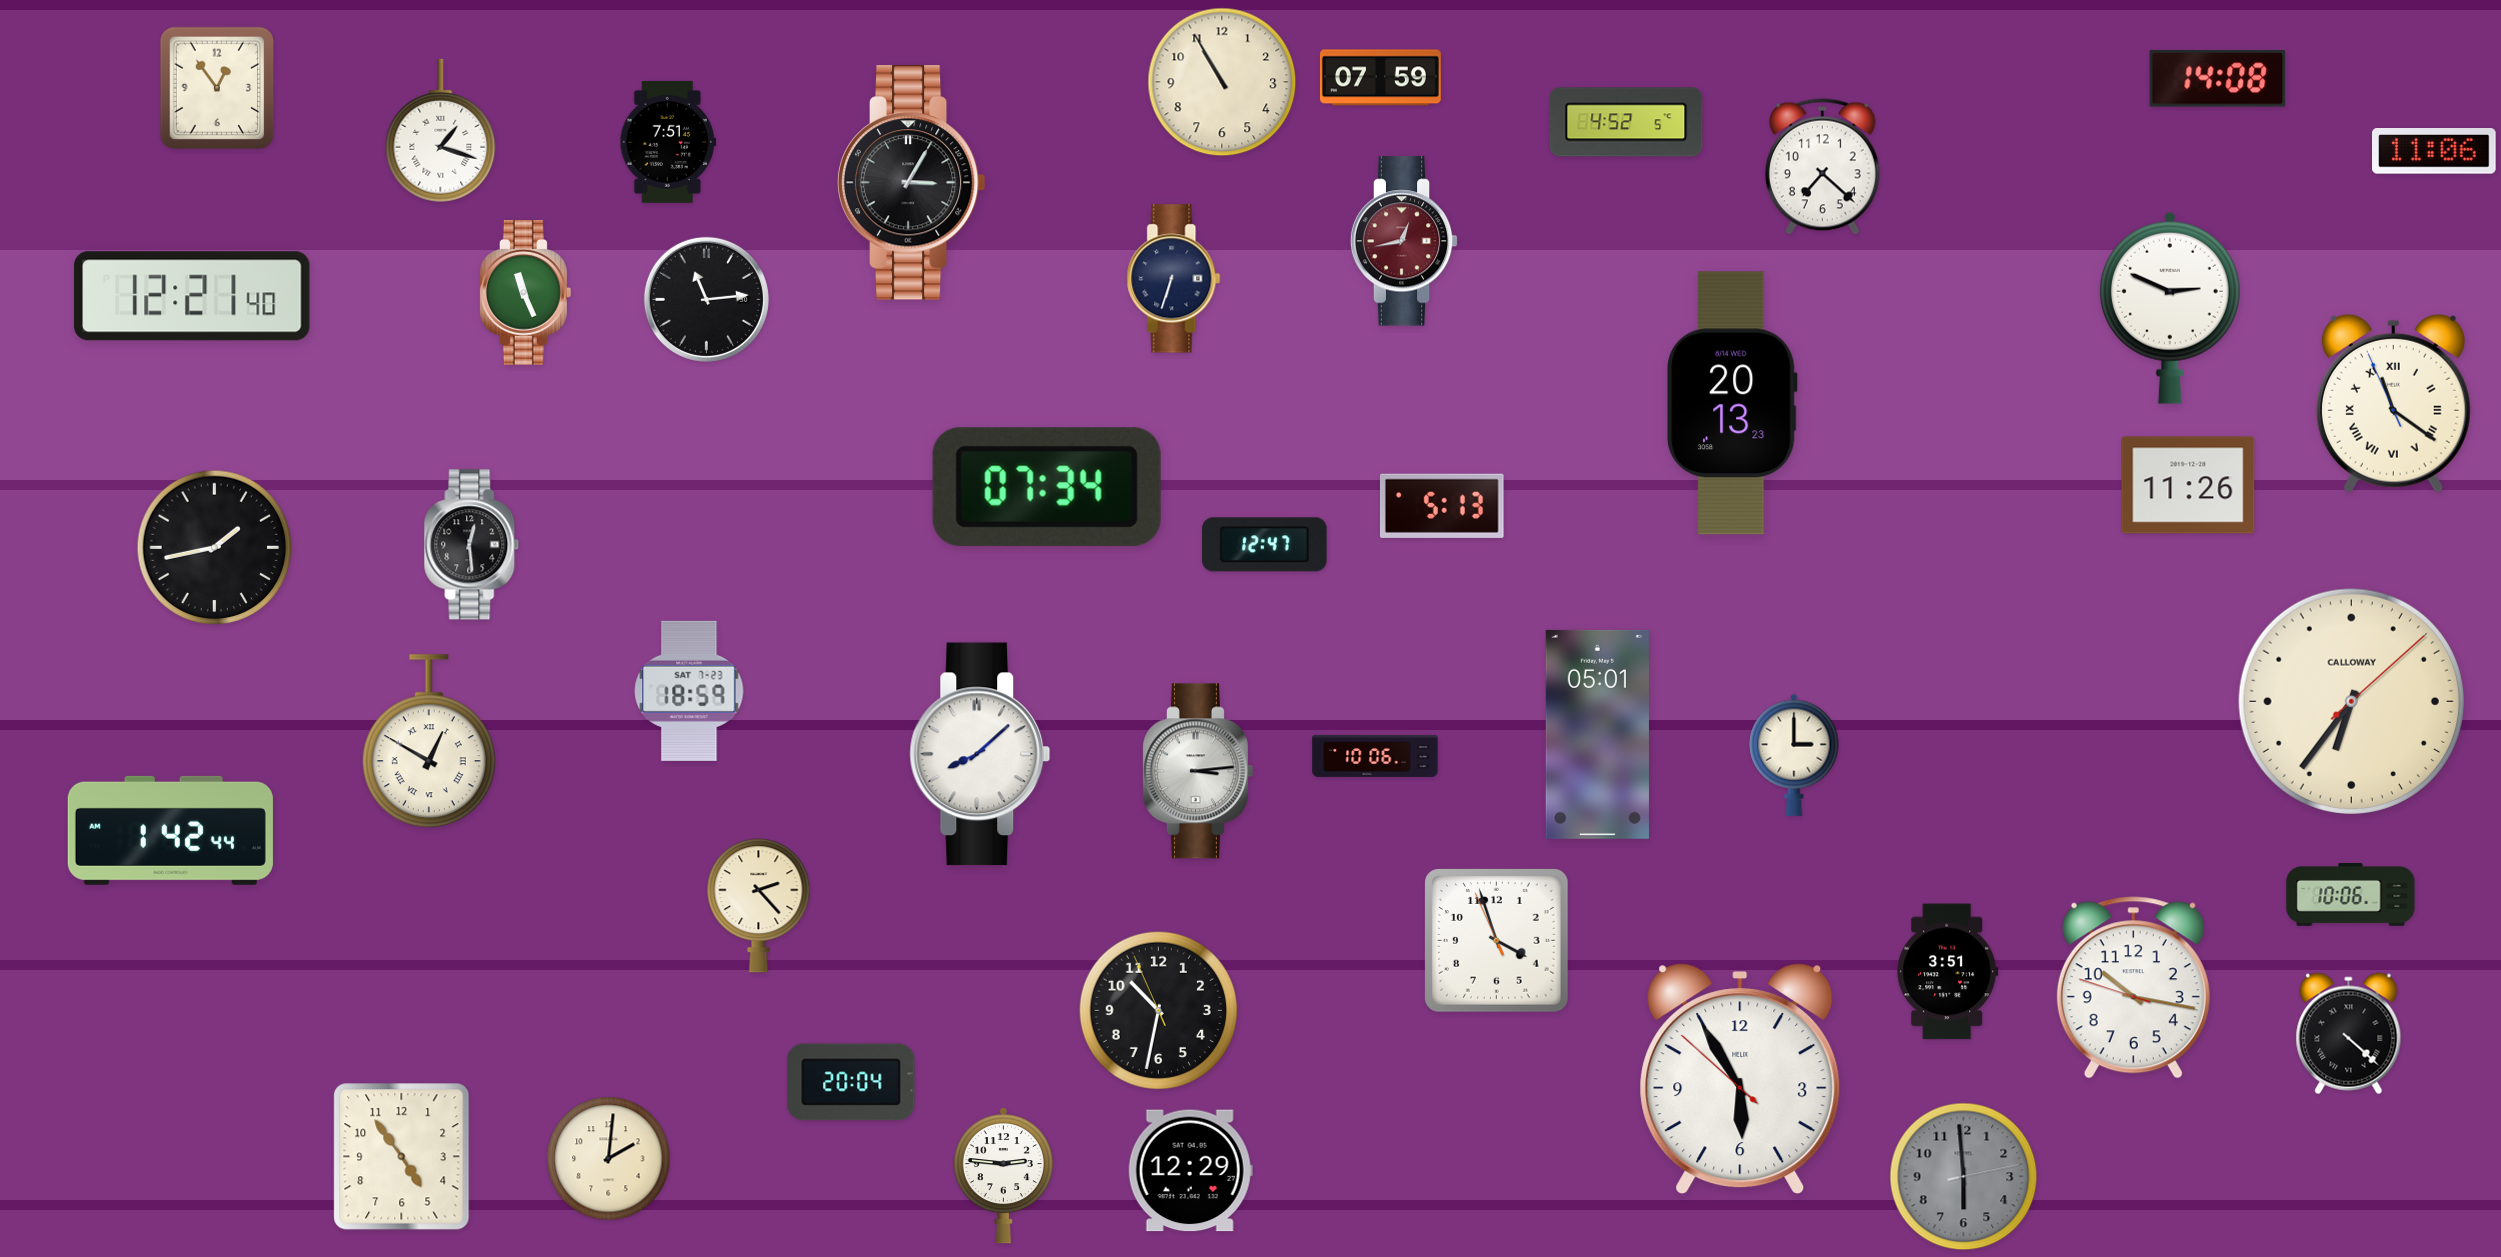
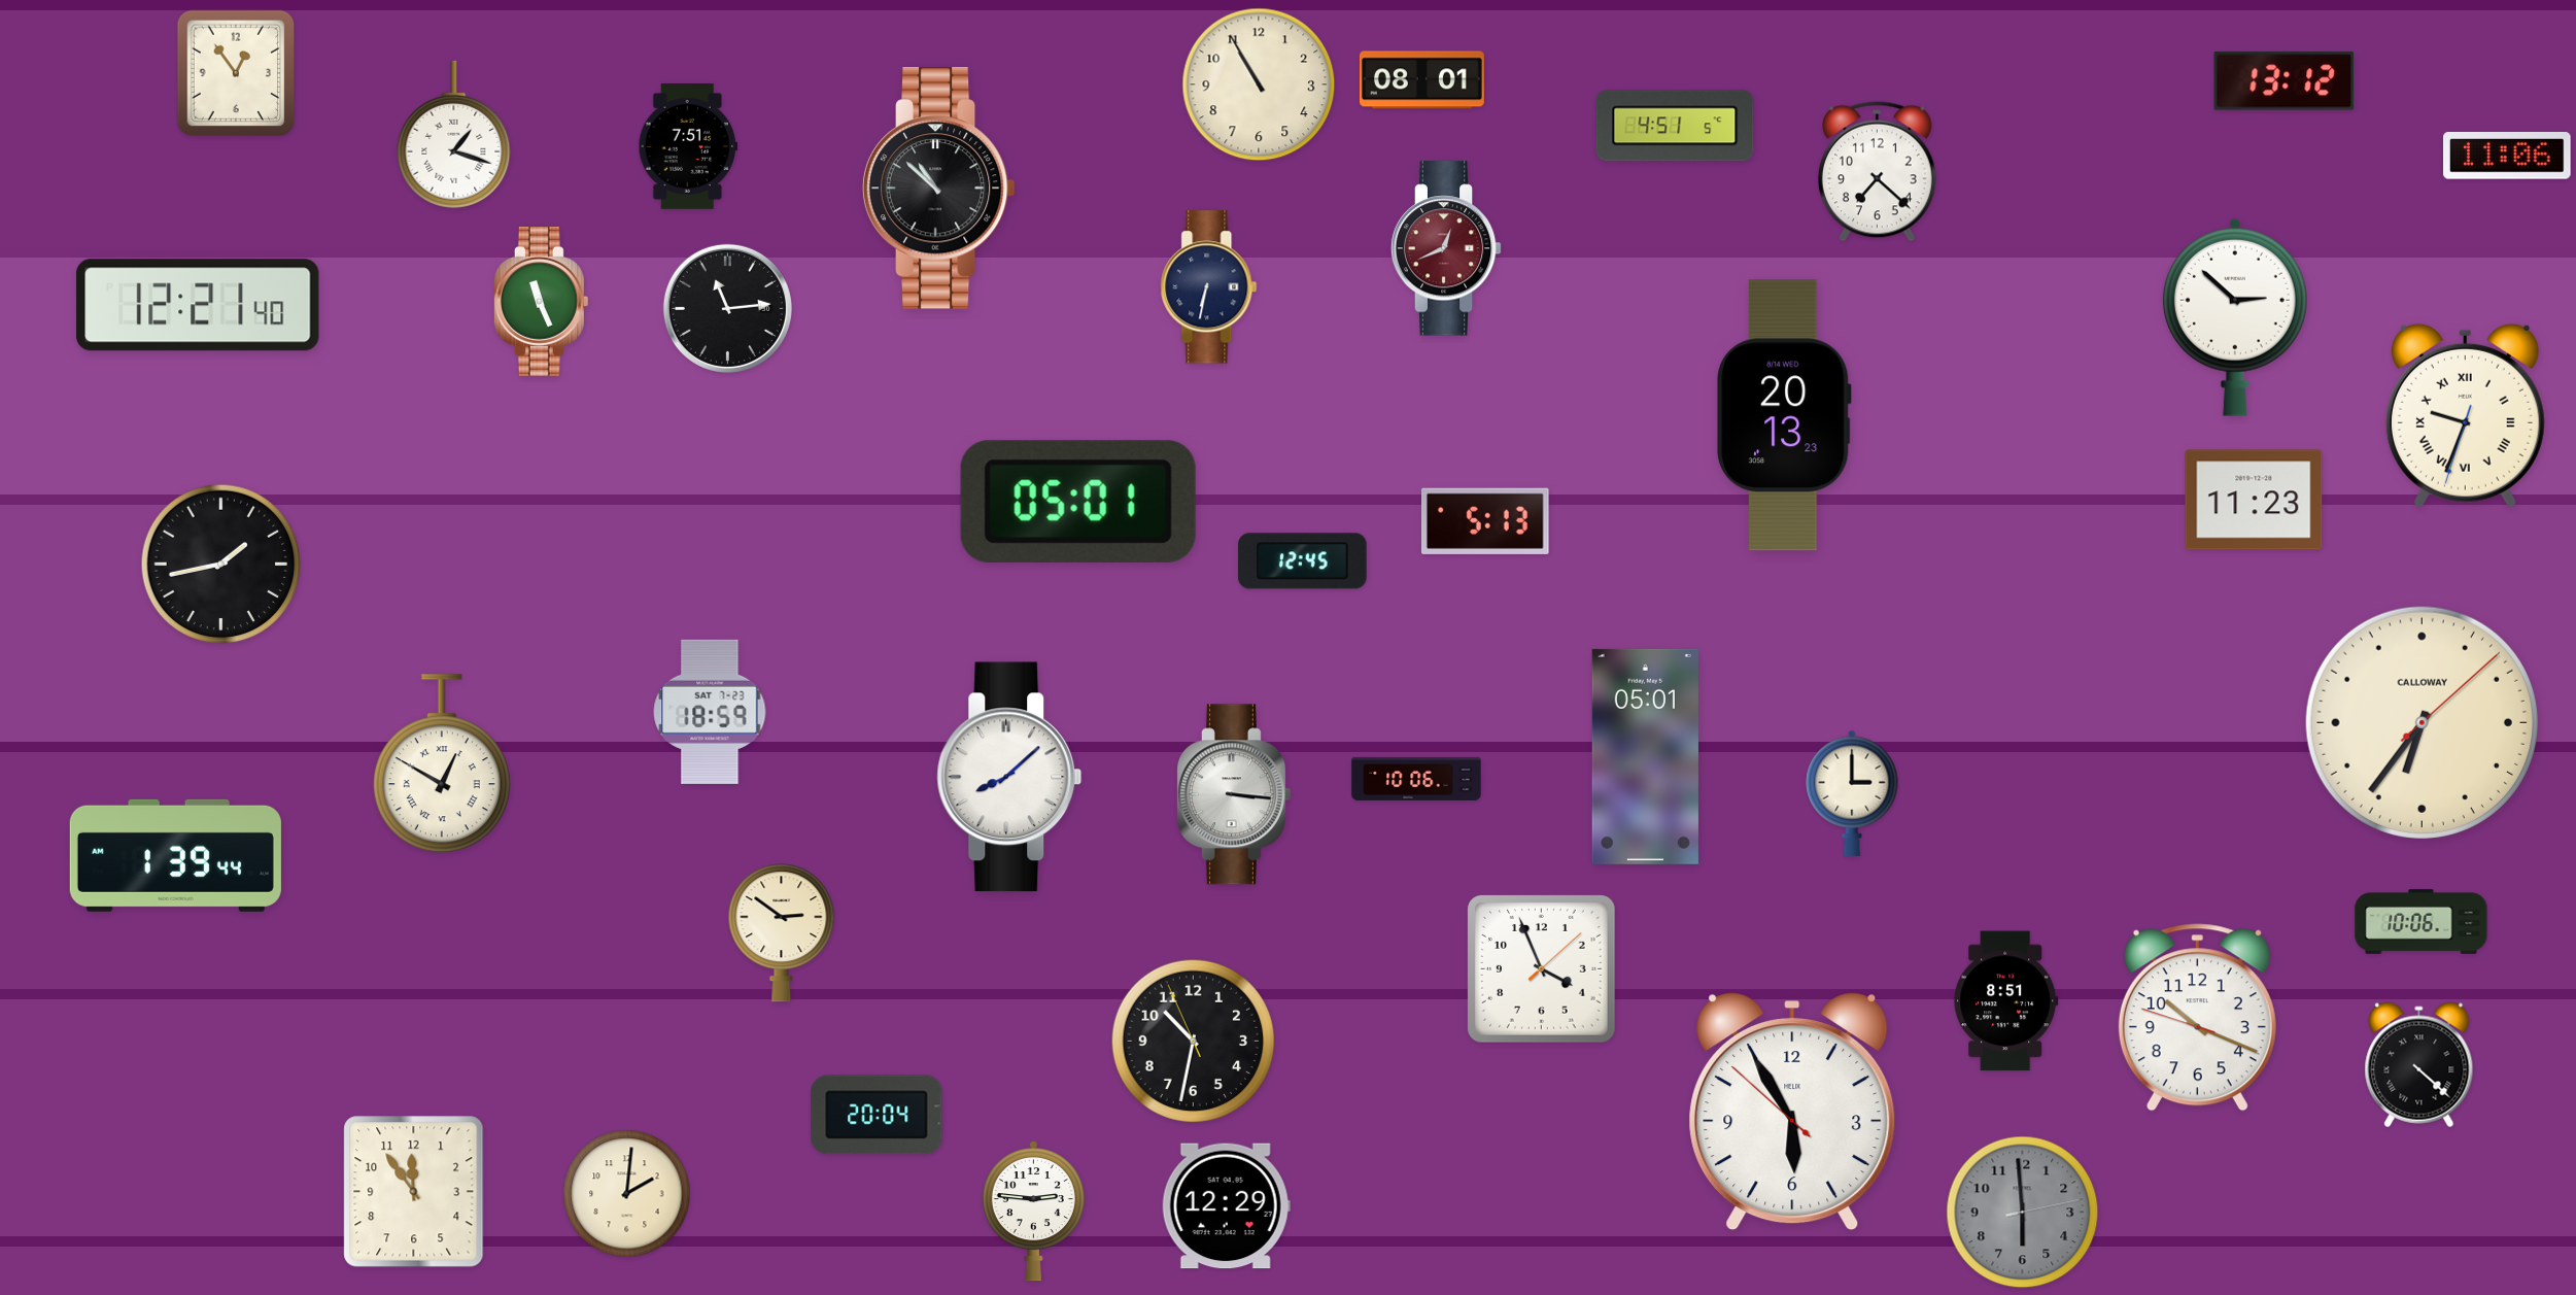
clock at (1380, 78): 07:59 -> 08:01
clock at (2218, 79): 14:08 -> 13:12
clock at (217, 88) position: (217, 88) -> (236, 73)
clock at (1626, 122): 4:52 -> 4:51
clock at (911, 183): 3:05 -> 10:52
clock at (1404, 241): 12:43 -> 12:41
clock at (1174, 279): 6:33 -> 6:32
clock at (2170, 308): 2:49 -> 2:52
clock at (2393, 403): 11:20 -> 9:33
clock at (2188, 485): 11:26 -> 11:23
clock at (1047, 487): 07:34 -> 05:01
clock at (472, 545): 12:29 -> none
clock at (1265, 545): 12:47 -> 12:45
clock at (1794, 755) position: (1794, 755) -> (1852, 793)
clock at (1197, 771): 3:14 -> 3:16
clock at (170, 830): 1:42 -> 1:39
clock at (759, 906): 2:23 -> 2:51
clock at (1497, 941): 3:56:56 -> 3:56:08
clock at (1948, 972): 3:51 -> 8:51
clock at (2133, 988): 10:16 -> 10:18
clock at (402, 1157): 4:54 -> 11:54
